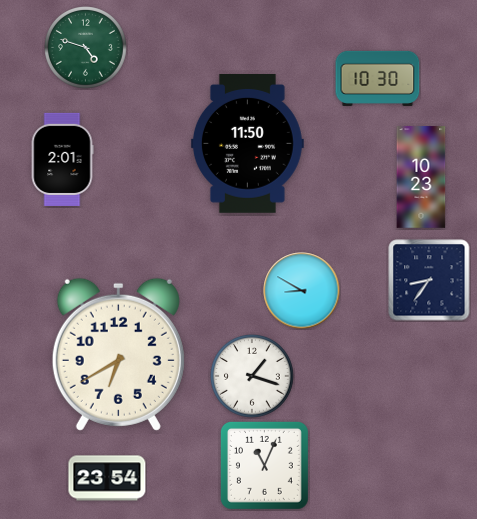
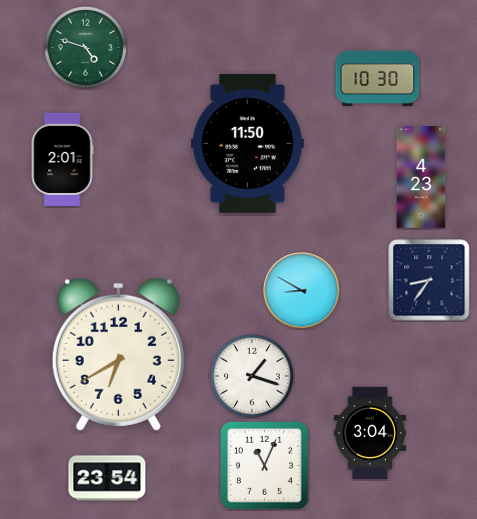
clock at (421, 177): 10:23 -> 4:23
clock at (370, 433): none -> 3:04
